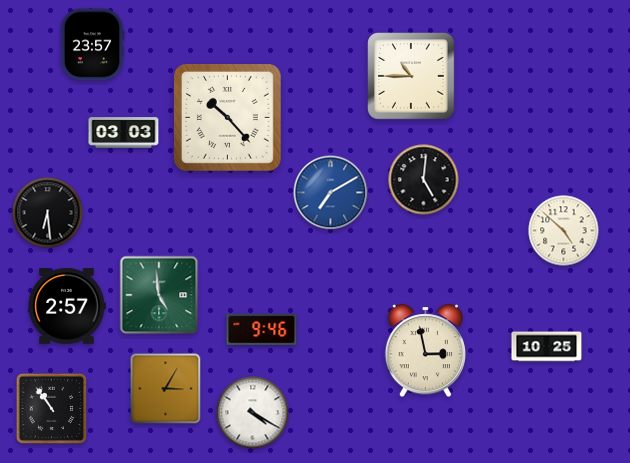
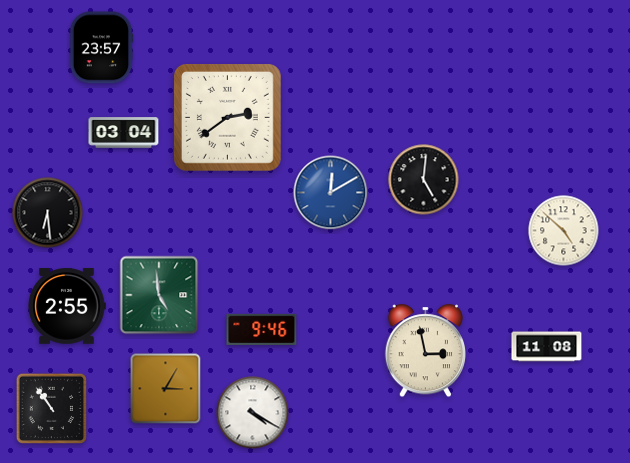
clock at (92, 45) position: (92, 45) -> (101, 48)
clock at (411, 76): 10:45 -> none
clock at (227, 117): 10:23 -> 2:39
clock at (124, 133): 03:03 -> 03:04
clock at (331, 193): 7:10 -> 12:10
clock at (67, 306): 2:57 -> 2:55
clock at (547, 347): 10:25 -> 11:08
